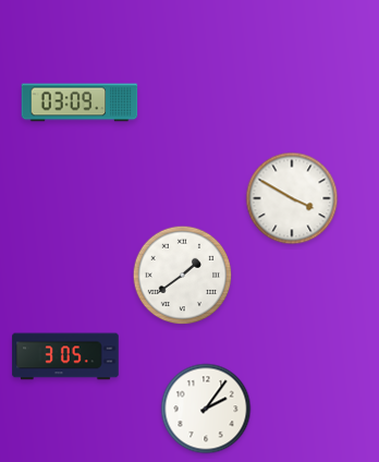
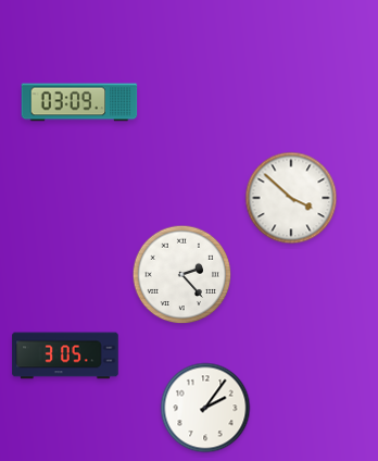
clock at (292, 198): 3:50 -> 3:52
clock at (183, 276): 1:39 -> 2:23
